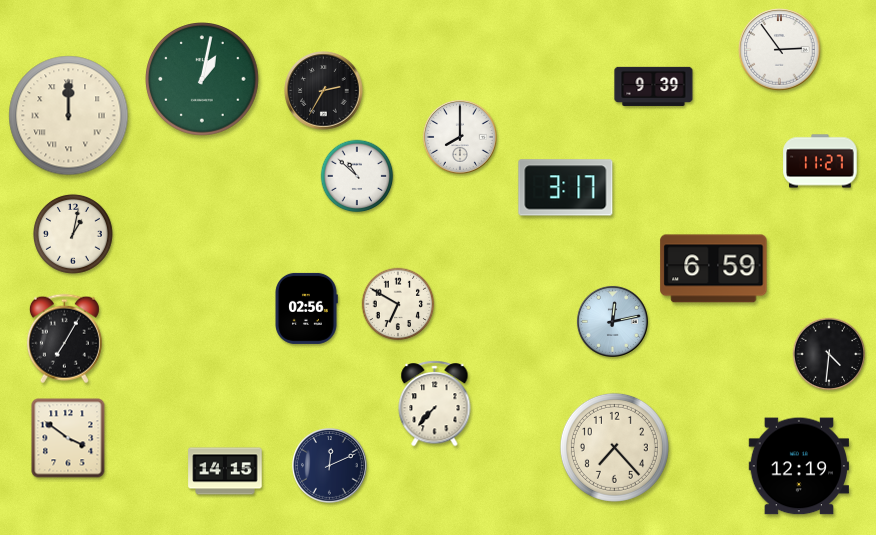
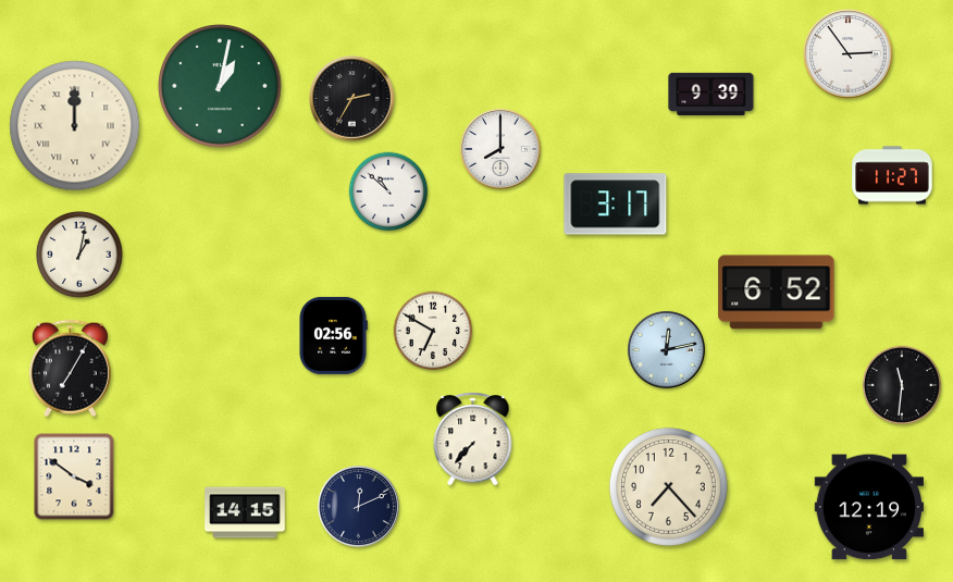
clock at (714, 269): 6:59 -> 6:52
clock at (829, 354): 4:31 -> 11:31
